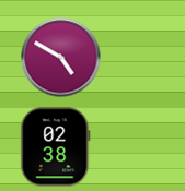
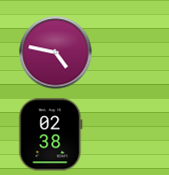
clock at (61, 58): 4:50 -> 4:47
